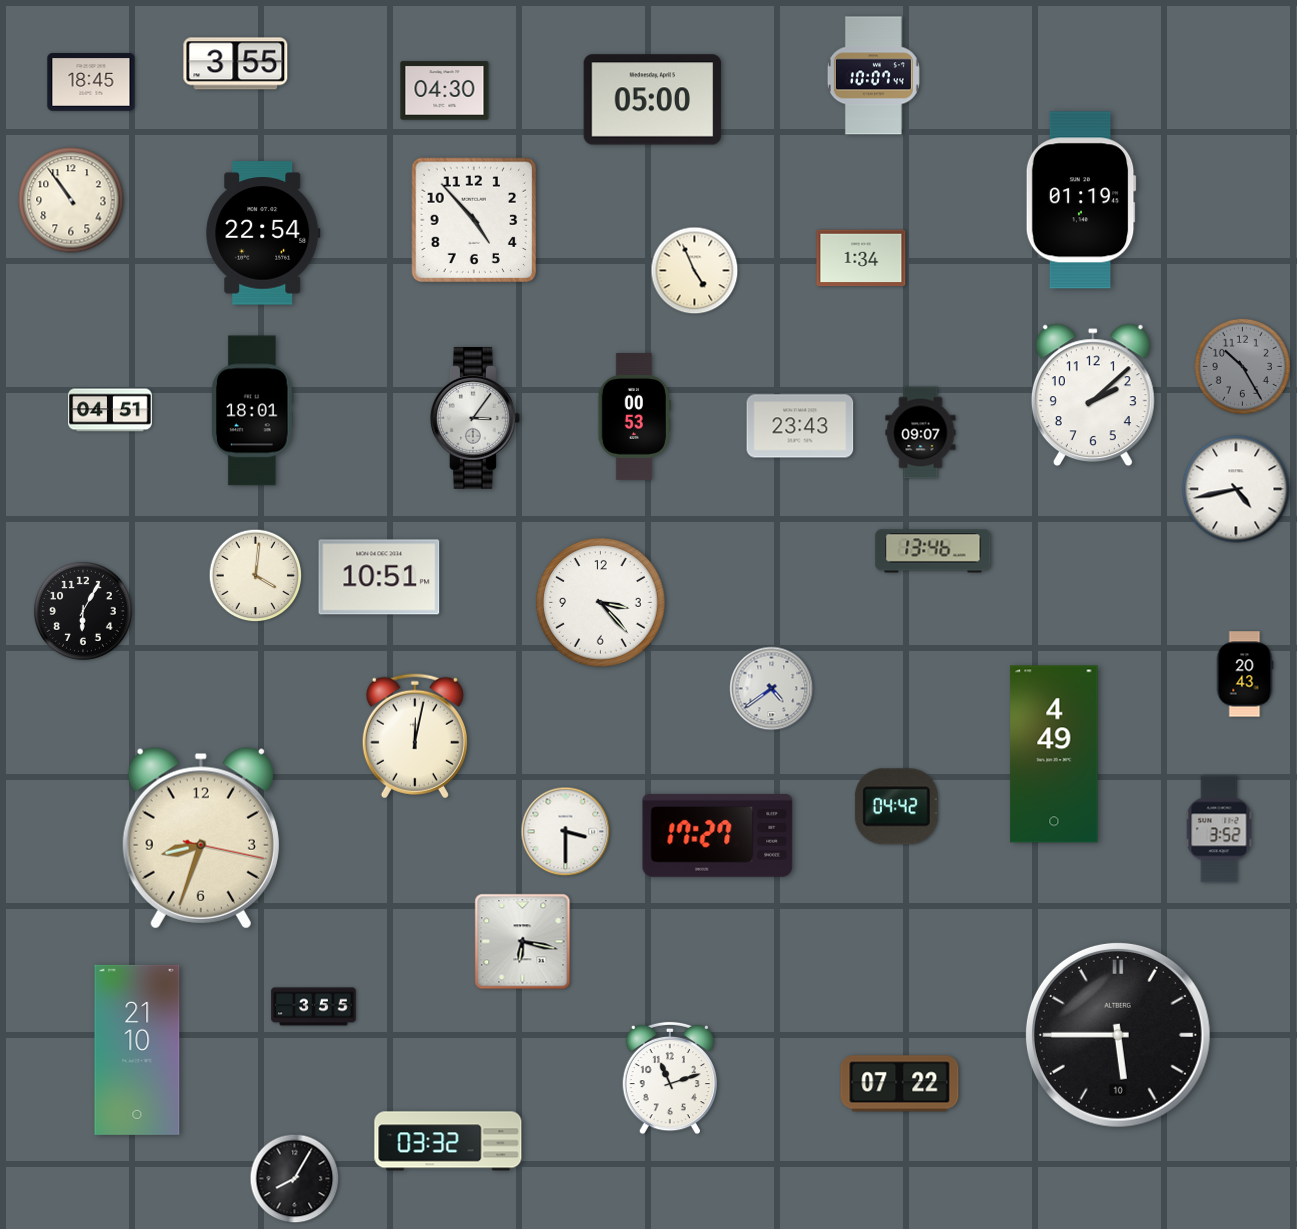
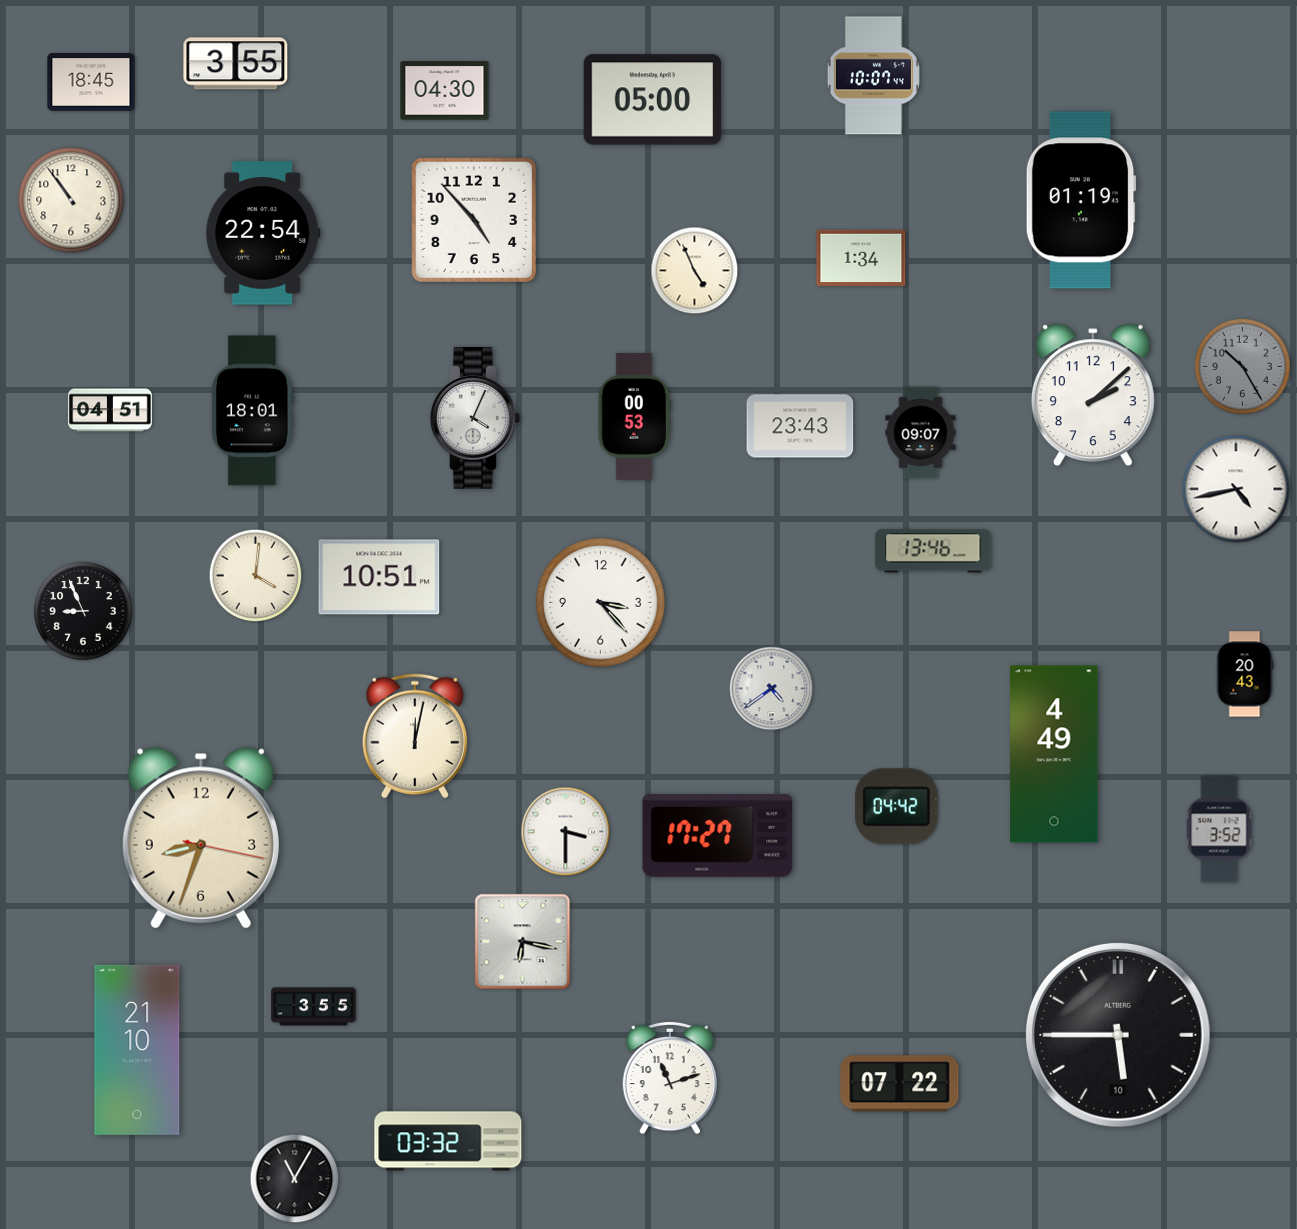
clock at (475, 418): 3:06 -> 4:04
clock at (83, 611): 6:05 -> 8:56
clock at (295, 1179): 8:05 -> 11:05
